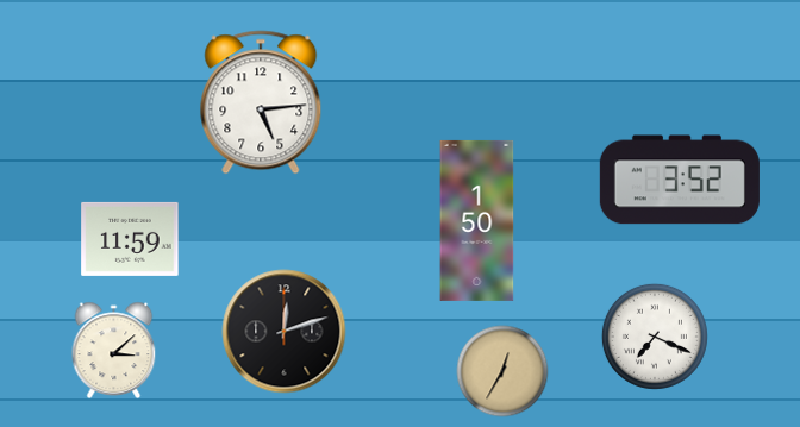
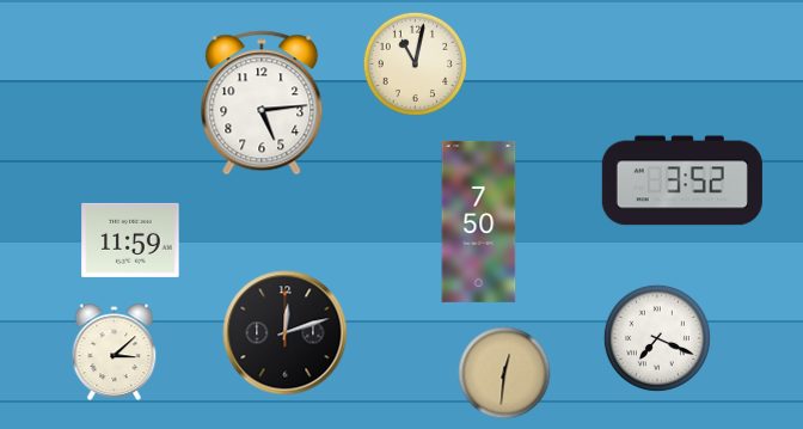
clock at (416, 65): none -> 11:02
clock at (477, 220): 1:50 -> 7:50
clock at (502, 371): 12:35 -> 12:31
